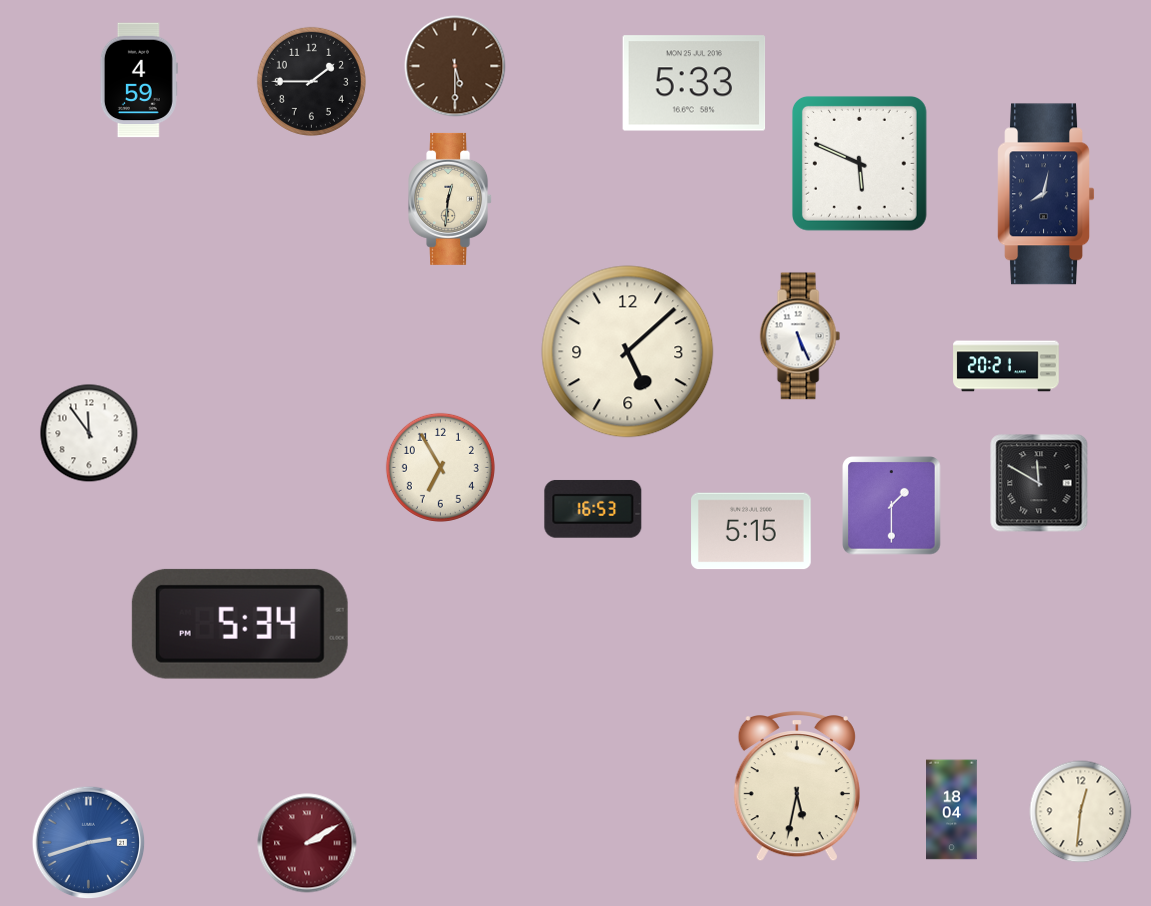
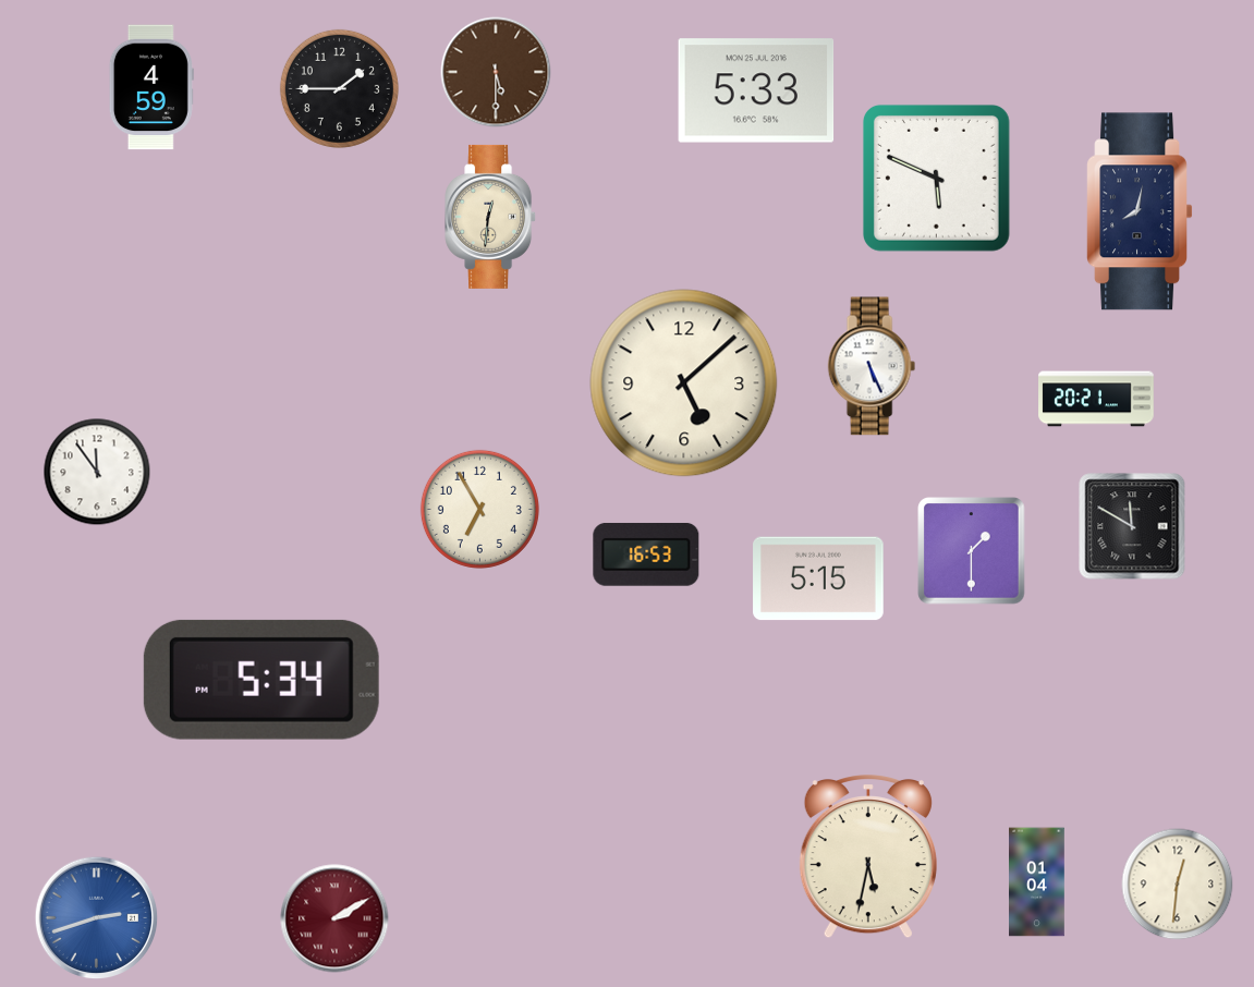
clock at (952, 810): 18:04 -> 01:04
